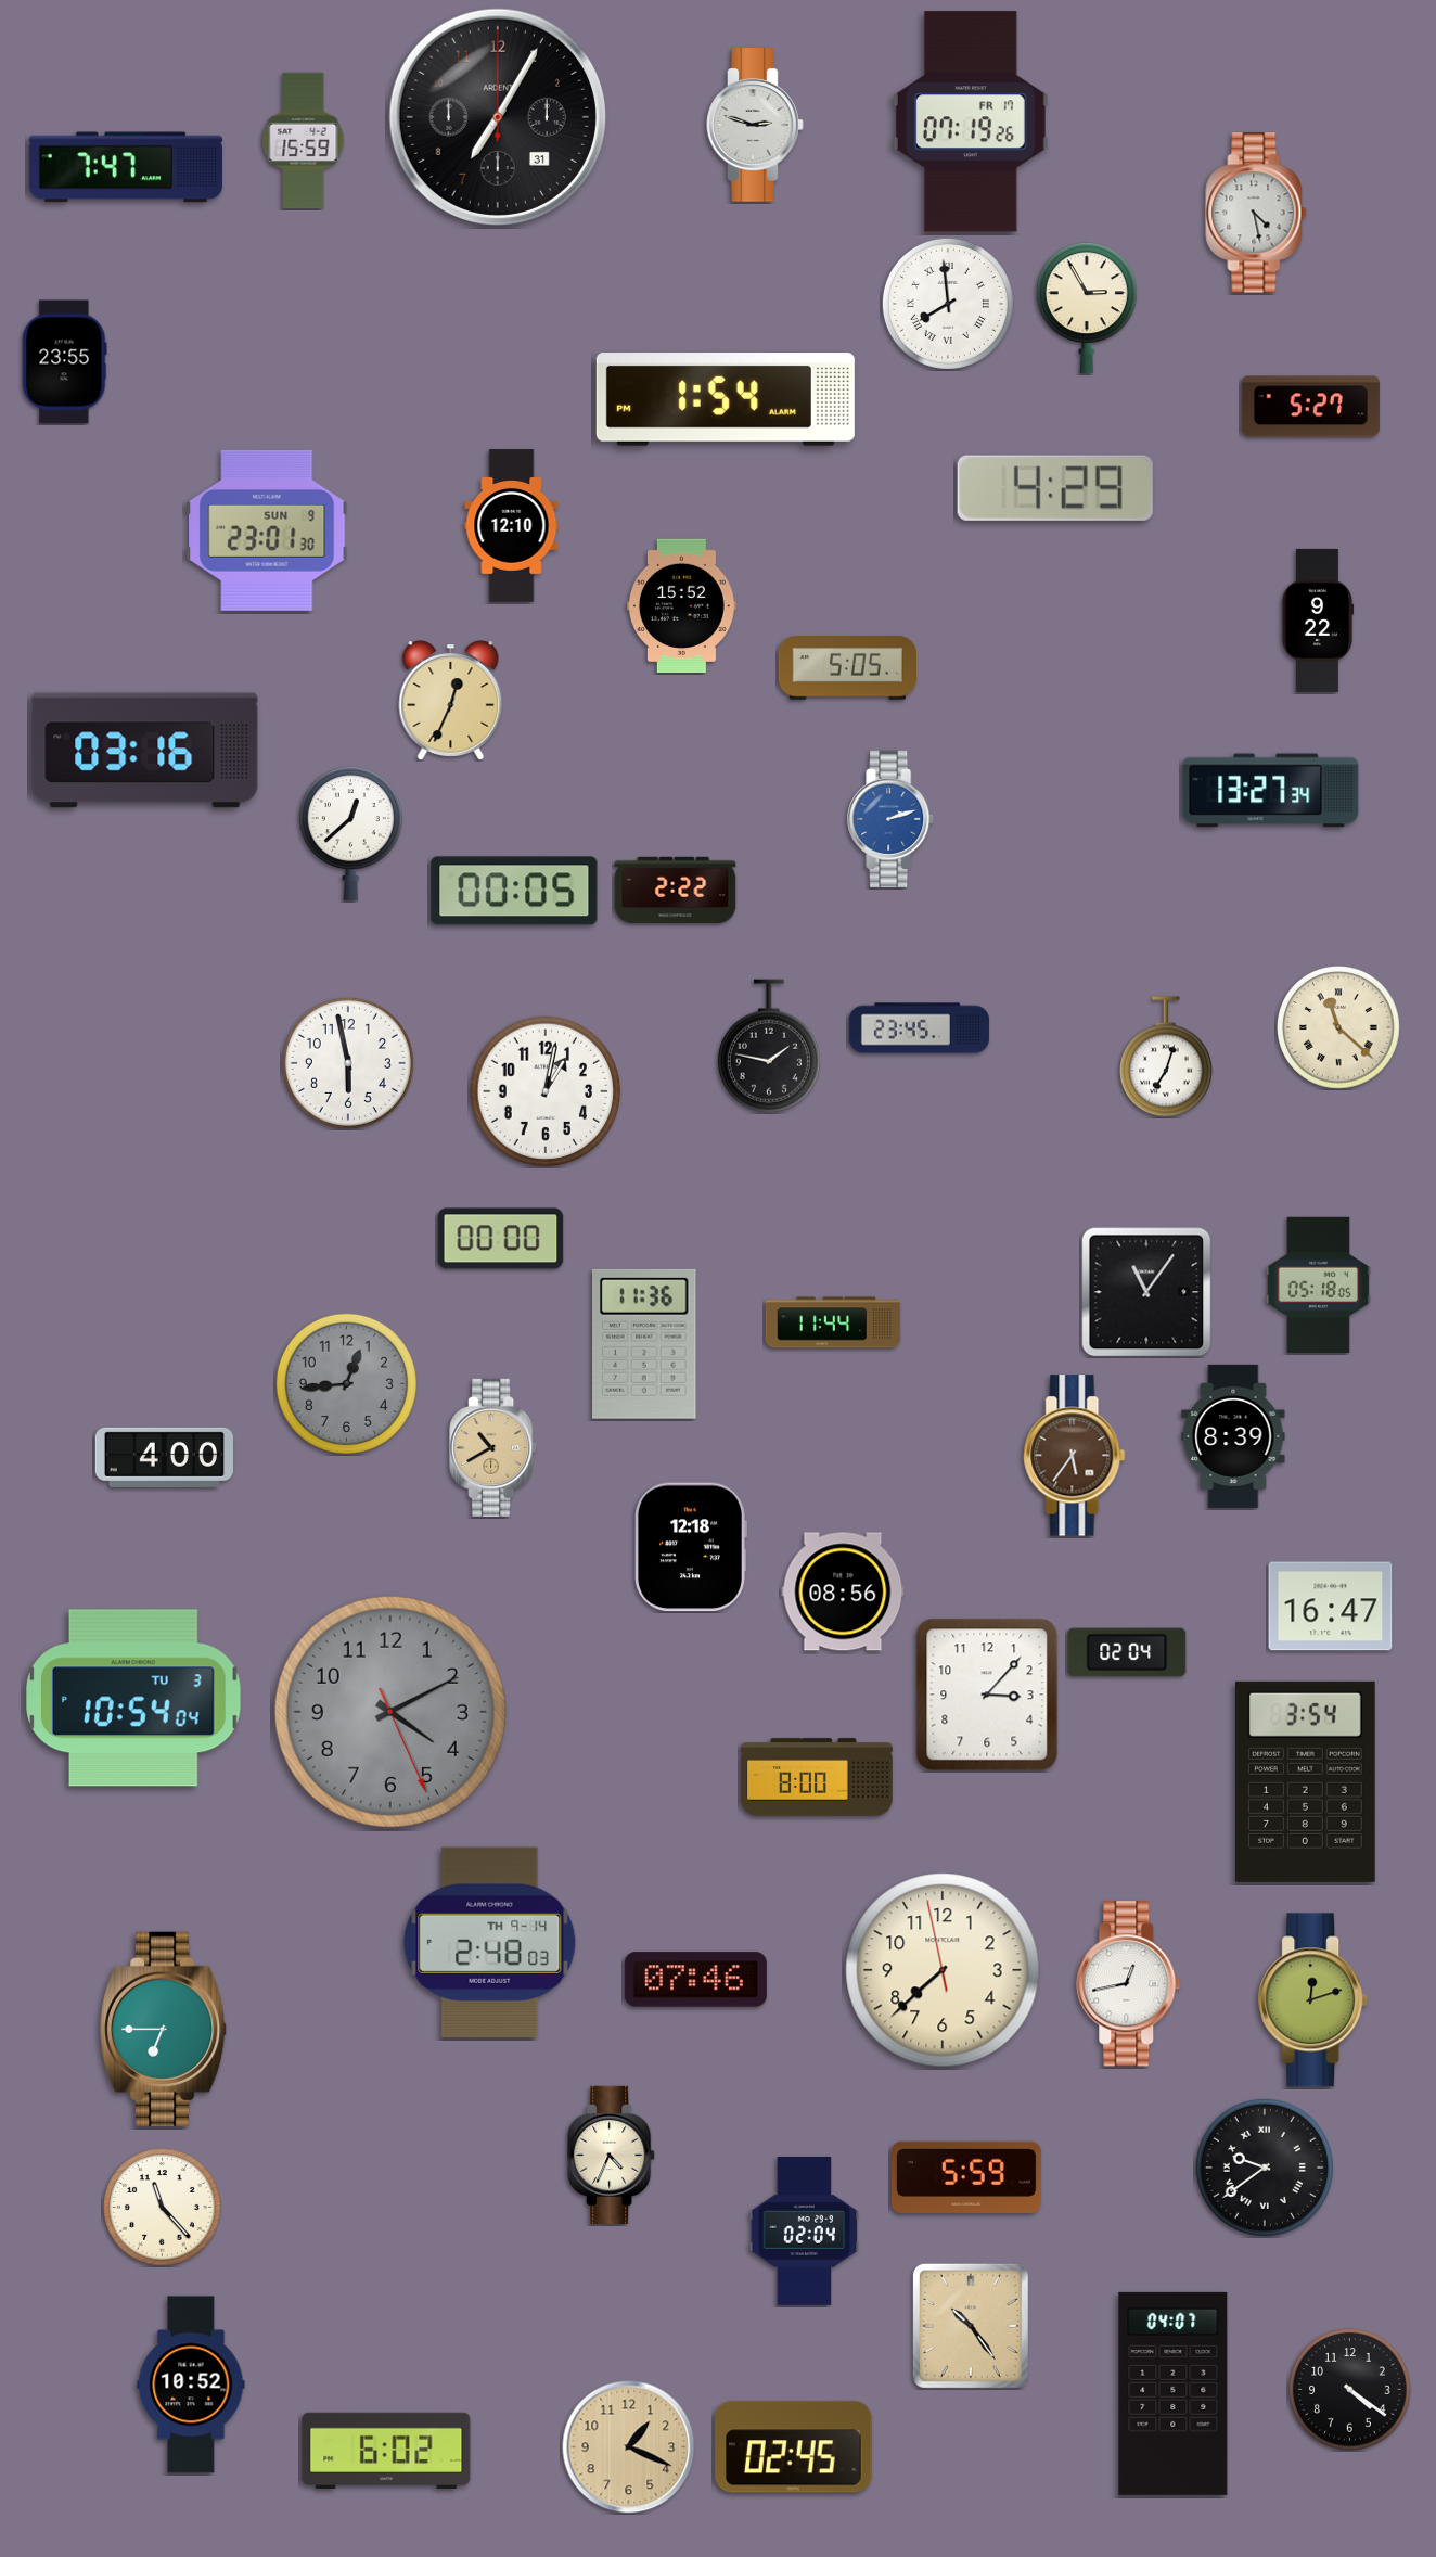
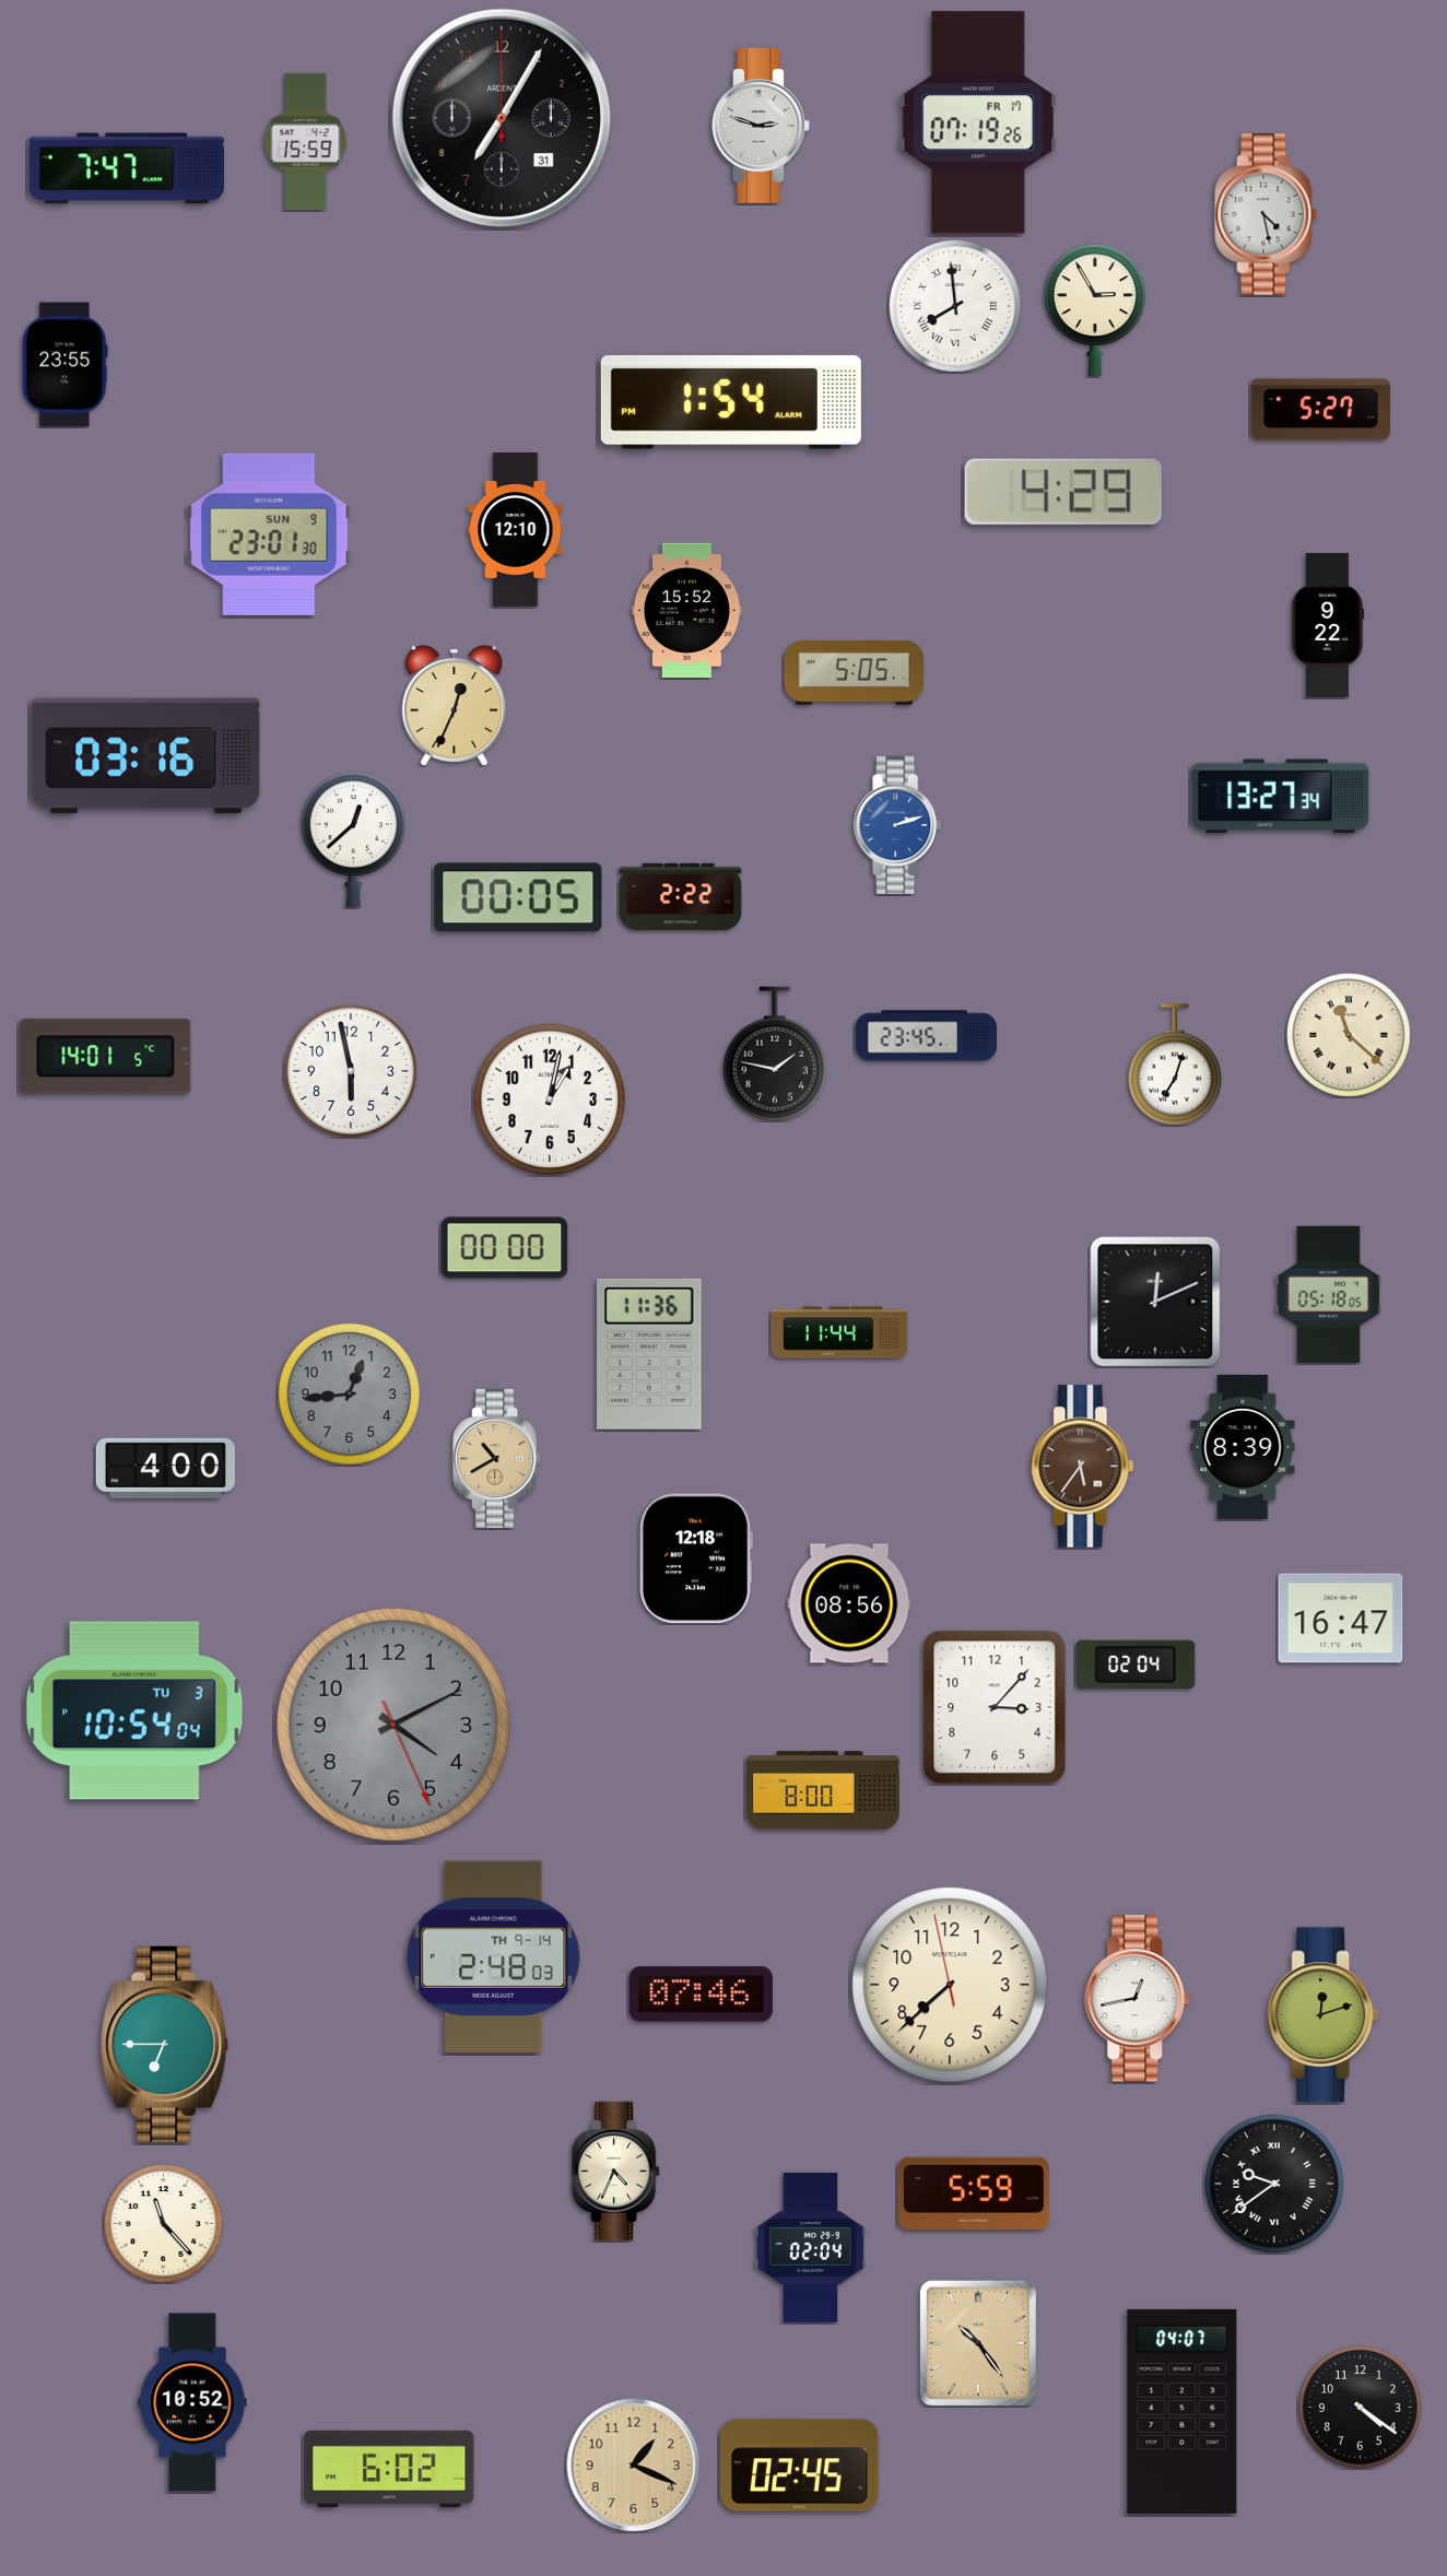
clock at (106, 1057): none -> 14:01
clock at (1146, 1292): 11:06 -> 12:11
clock at (1305, 1781): 3:54 -> none
